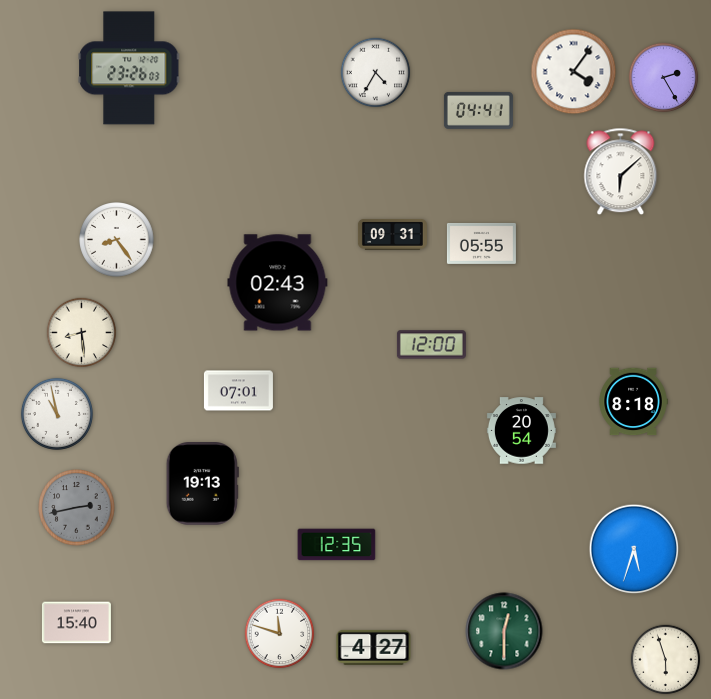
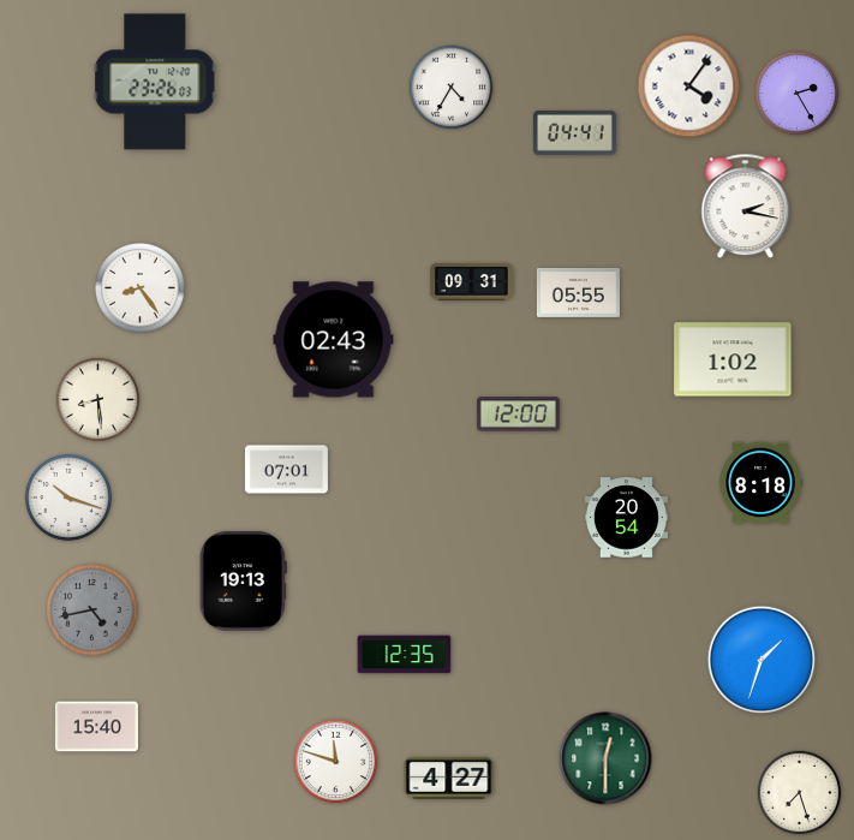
clock at (621, 172): 6:08 -> 2:17
clock at (733, 359): none -> 1:02
clock at (57, 414): 10:58 -> 10:18
clock at (77, 508): 2:43 -> 4:43
clock at (634, 549): 5:33 -> 1:33
clock at (76, 623) position: (76, 623) -> (96, 727)
clock at (666, 660): 5:57 -> 7:27
